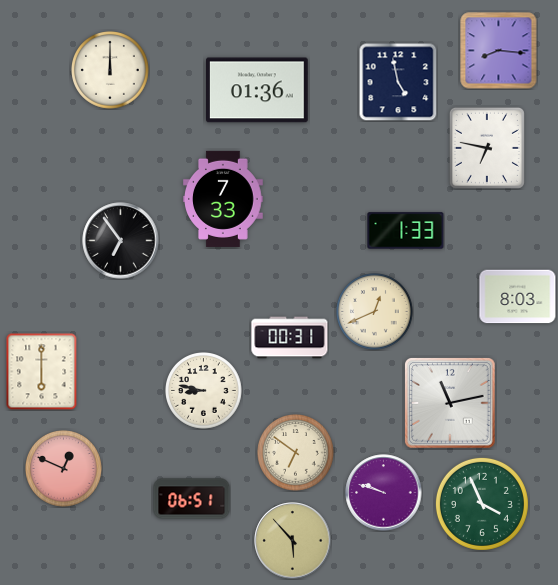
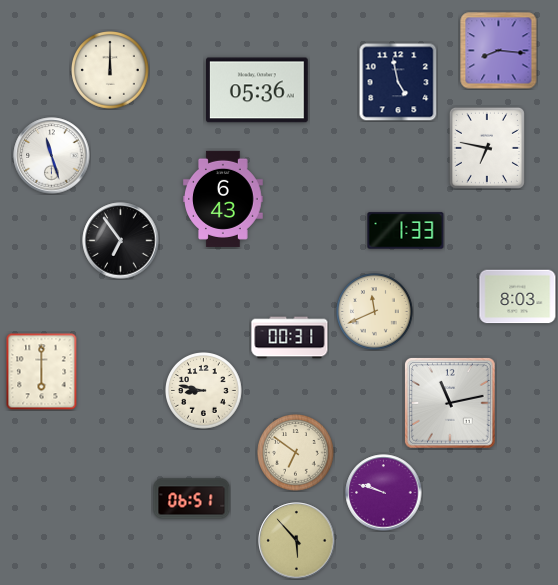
clock at (258, 90): 01:36 -> 05:36
clock at (52, 156): none -> 11:27
clock at (224, 199): 7:33 -> 6:43
clock at (375, 312): 12:41 -> 11:41
clock at (64, 469): 12:49 -> none
clock at (482, 504): 3:56 -> none
clock at (293, 541) position: (293, 541) -> (297, 541)
